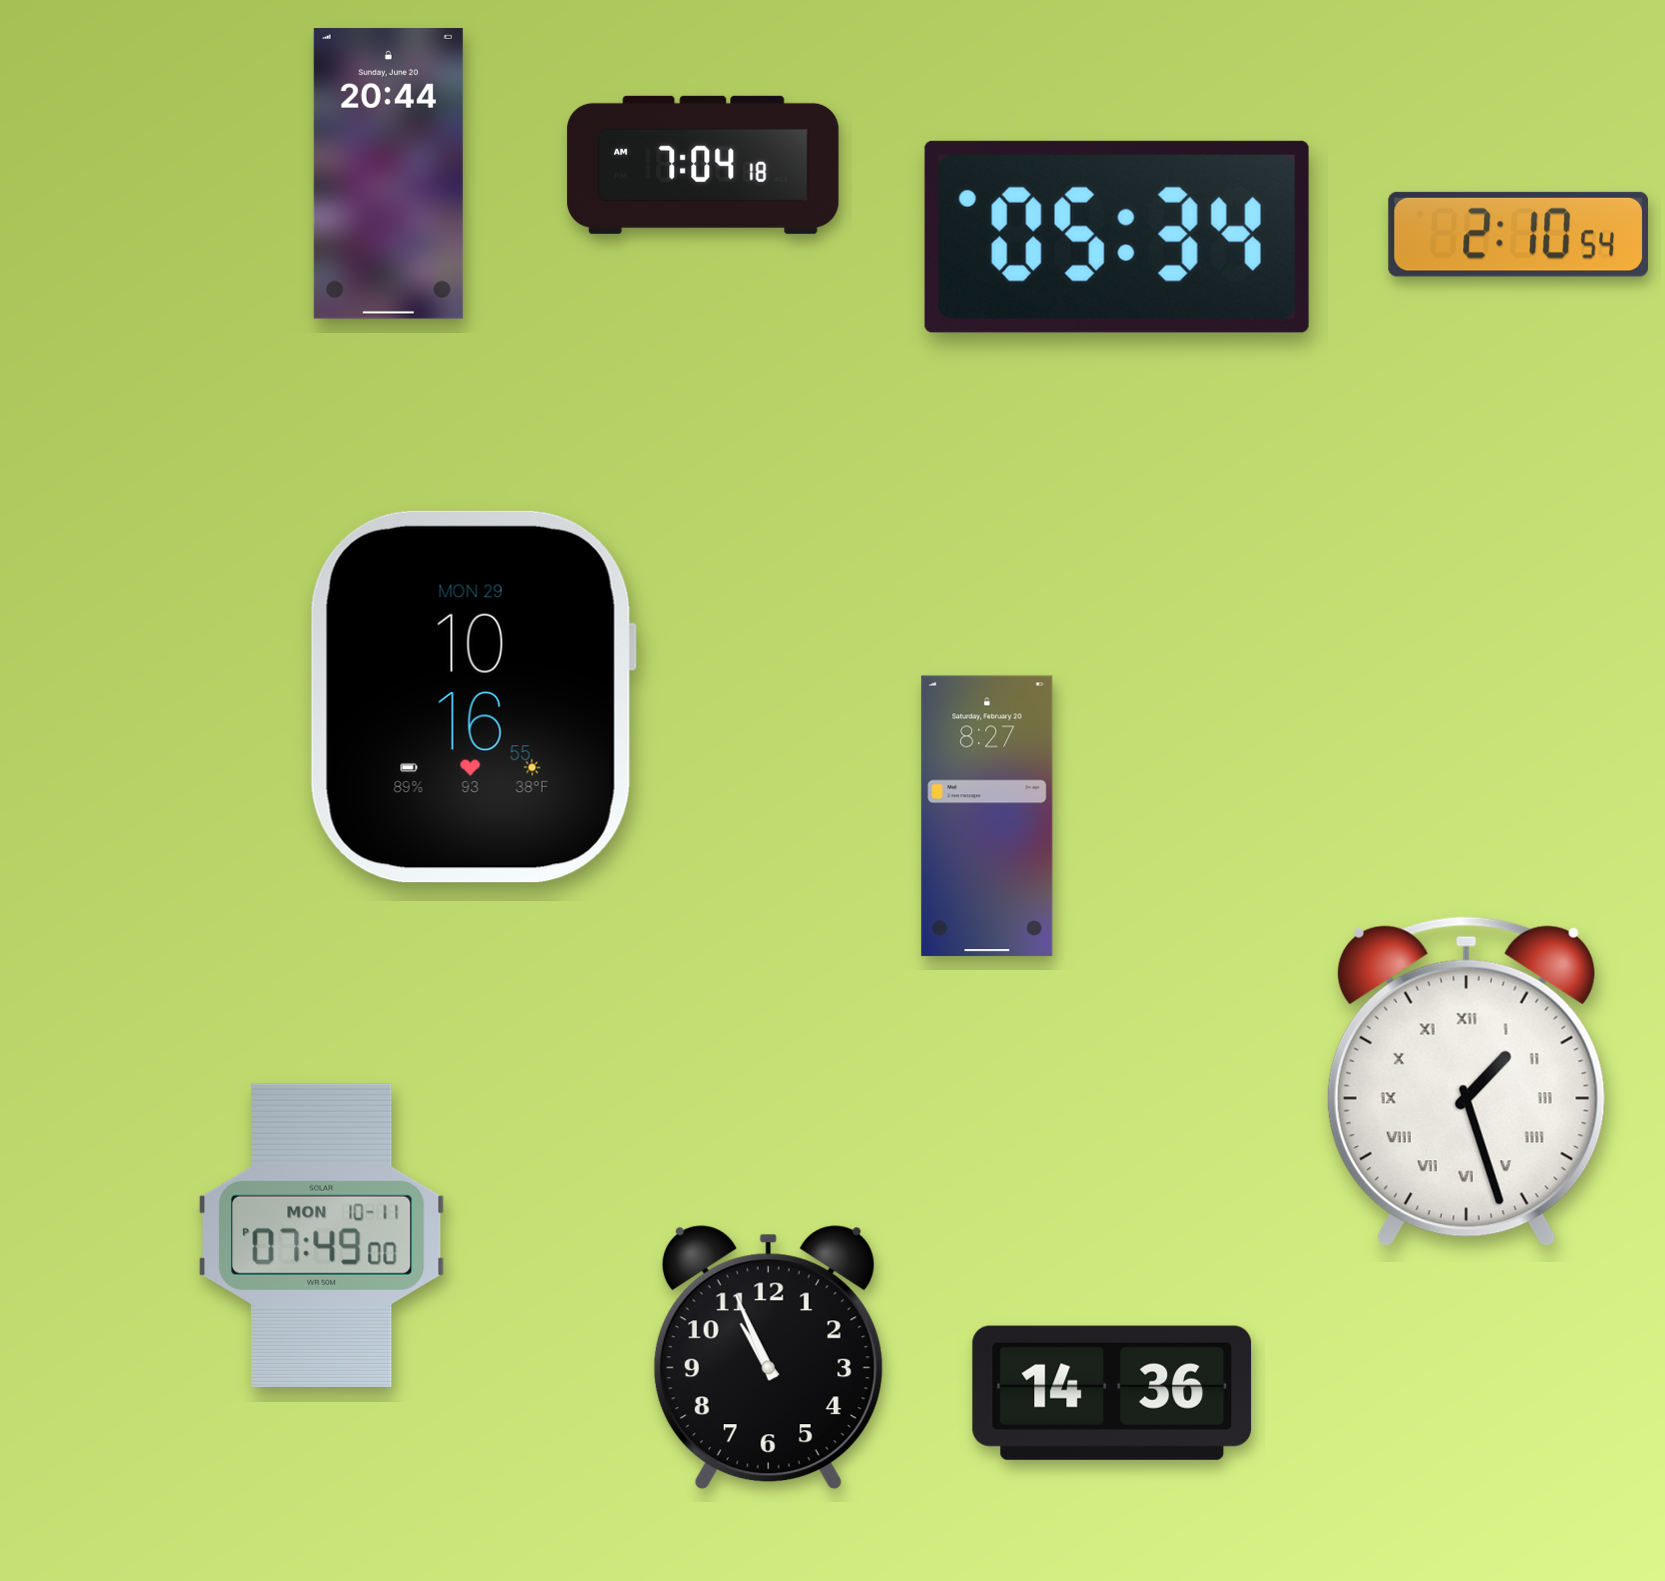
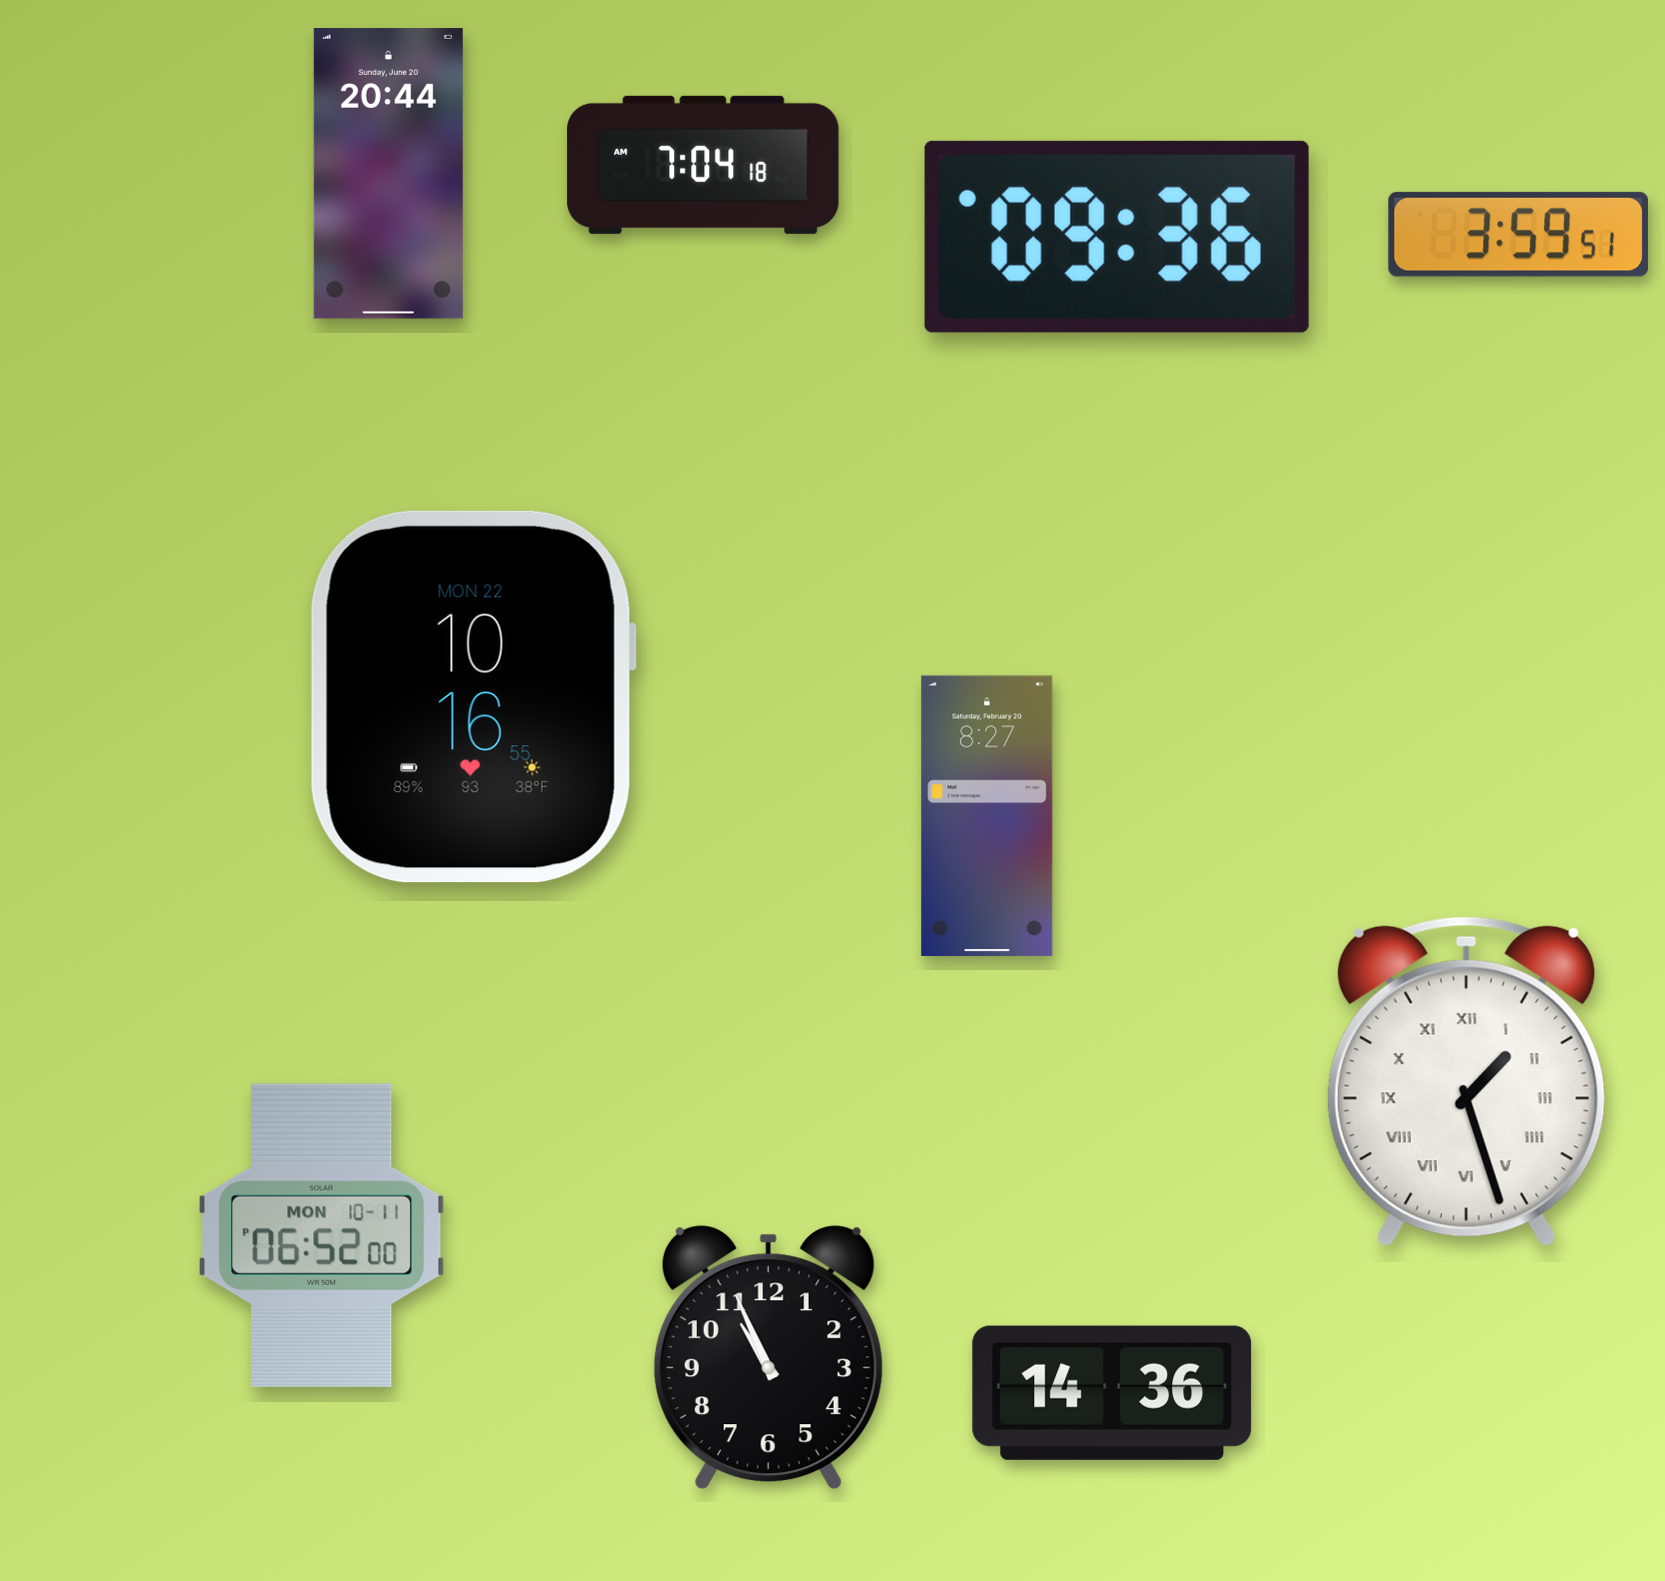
clock at (1518, 234): 2:10 -> 3:59
clock at (1117, 237): 05:34 -> 09:36
clock at (472, 697) date: MON 29 -> MON 22
clock at (322, 1235): 07:49 -> 06:52
